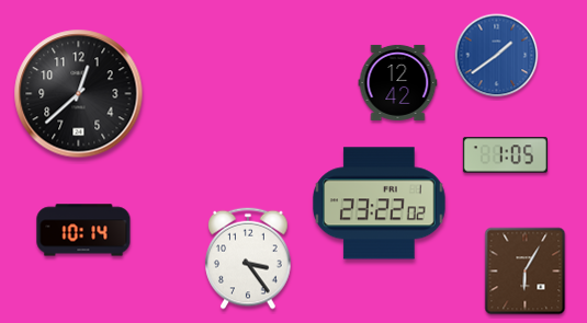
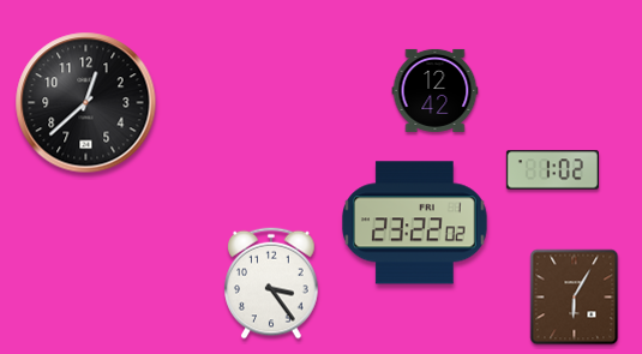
clock at (497, 56): 1:39 -> none
clock at (505, 155): 1:05 -> 1:02
clock at (83, 230): 10:14 -> none
